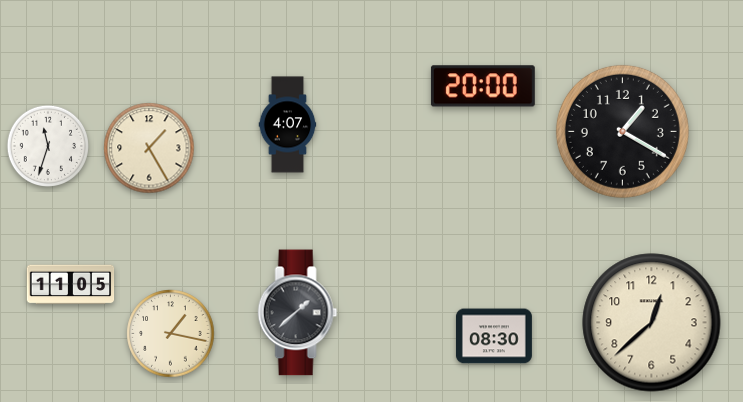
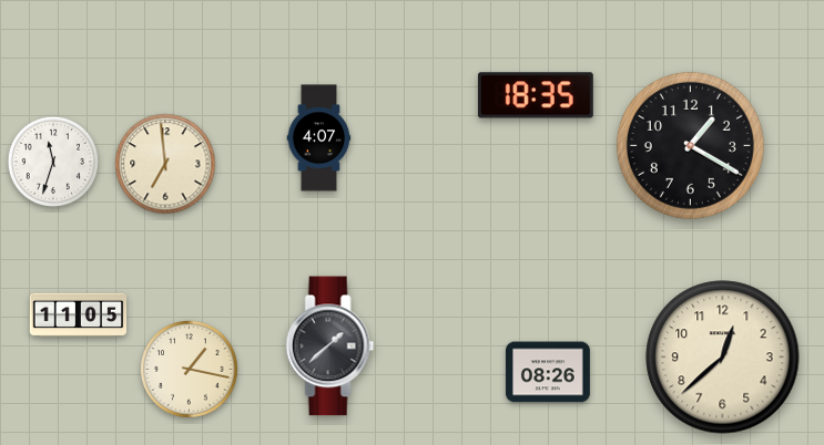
clock at (483, 86): 20:00 -> 18:35
clock at (149, 148): 1:25 -> 6:59
clock at (494, 336): 08:30 -> 08:26
